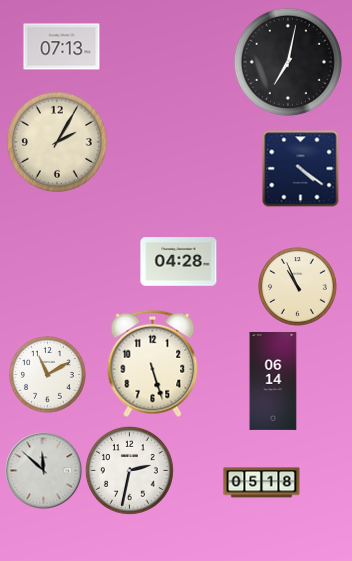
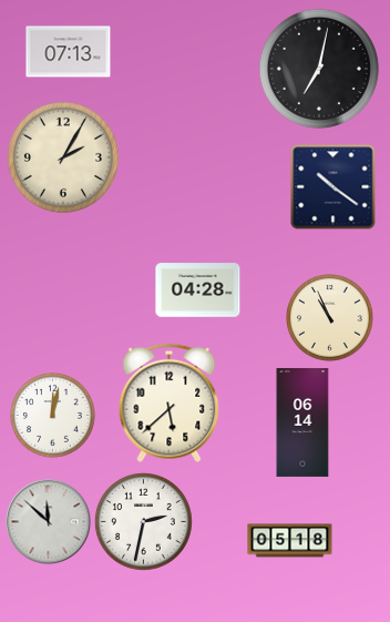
clock at (301, 169): 4:21 -> 10:21
clock at (153, 364): 5:27 -> 5:38
clock at (48, 375): 11:10 -> 12:02
clock at (262, 483) position: (262, 483) -> (290, 541)
